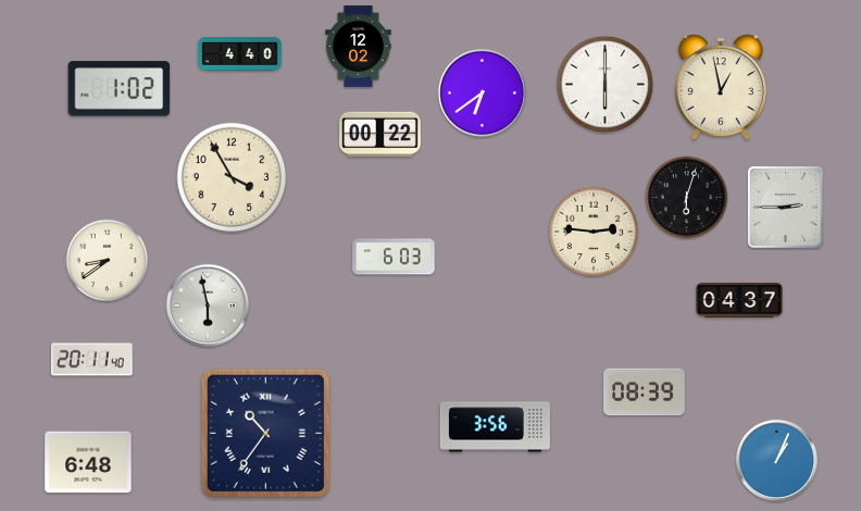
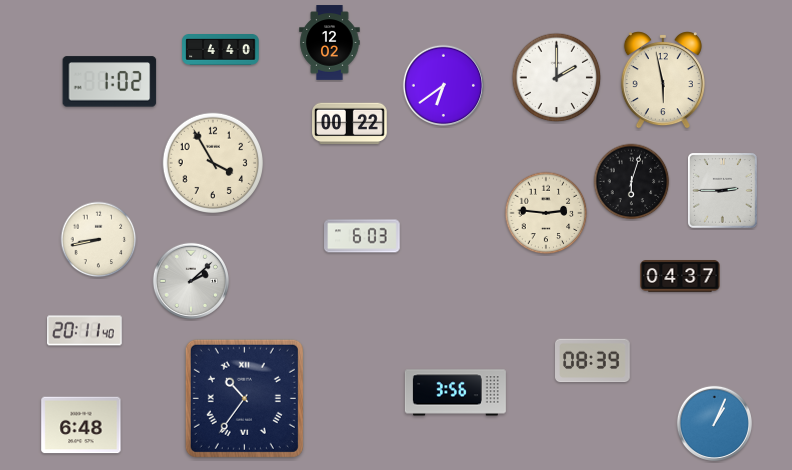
clock at (606, 85): 6:00 -> 2:00
clock at (721, 87): 12:58 -> 5:58
clock at (108, 261): 8:39 -> 8:43
clock at (207, 304): 5:58 -> 2:08
